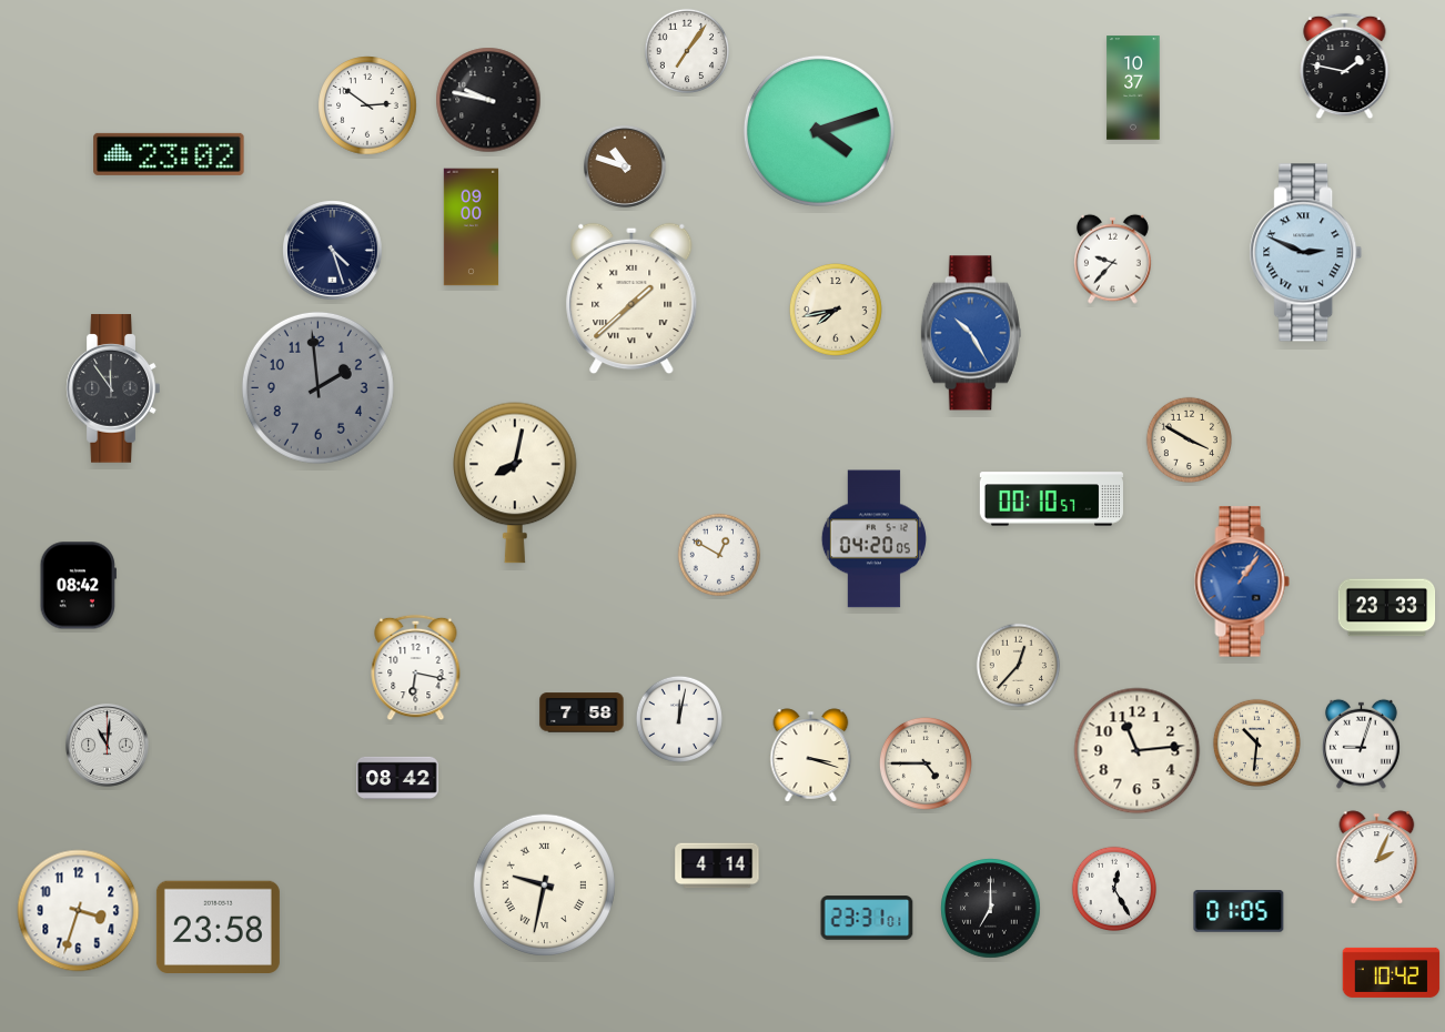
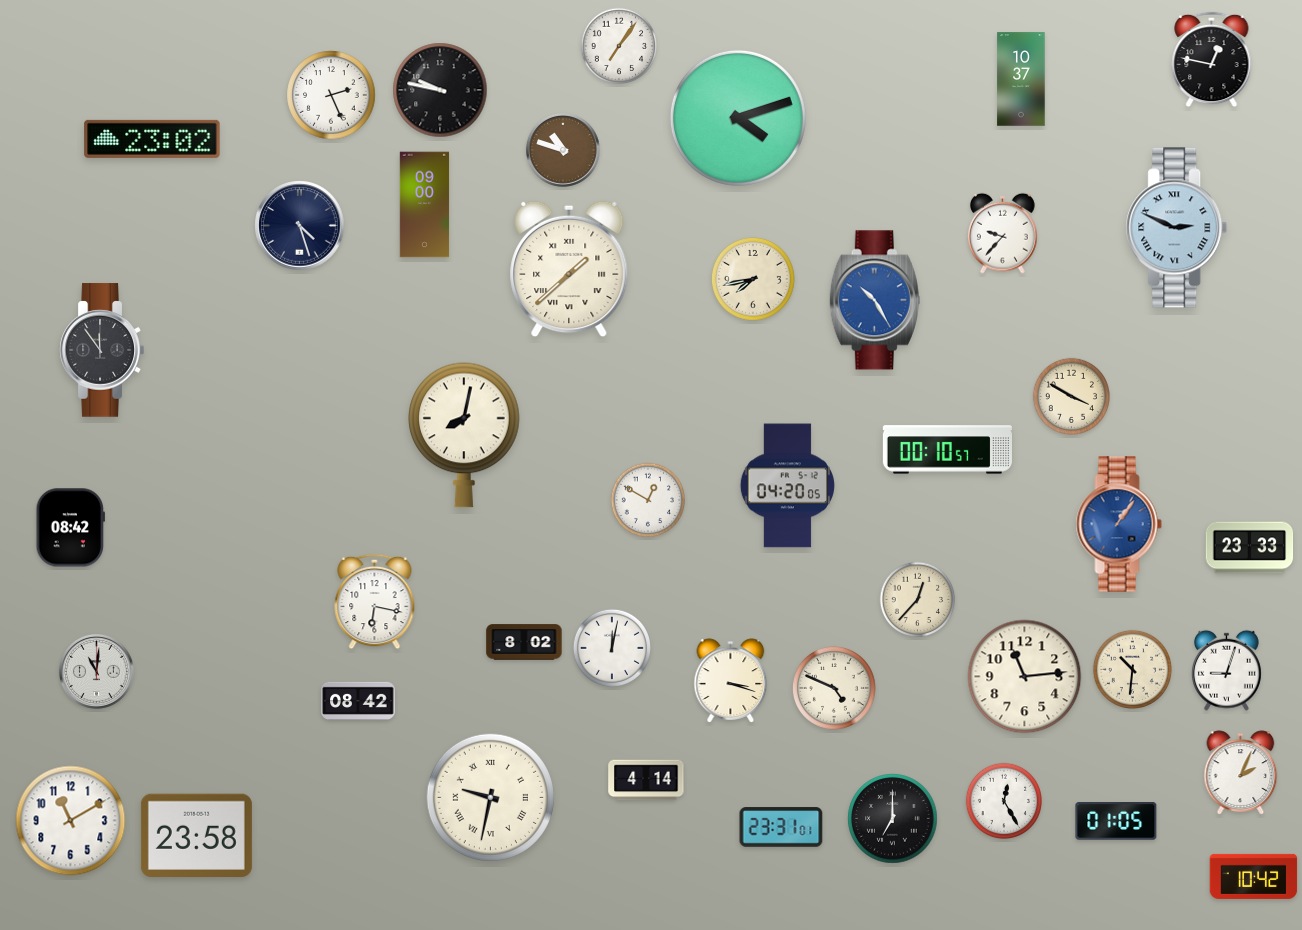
clock at (1345, 67): 1:47 -> 12:47
clock at (367, 105): 2:51 -> 2:26
clock at (317, 387): 1:59 -> none
clock at (582, 712): 7:58 -> 8:02
clock at (926, 763): 4:45 -> 4:49
clock at (79, 911): 3:33 -> 11:10
